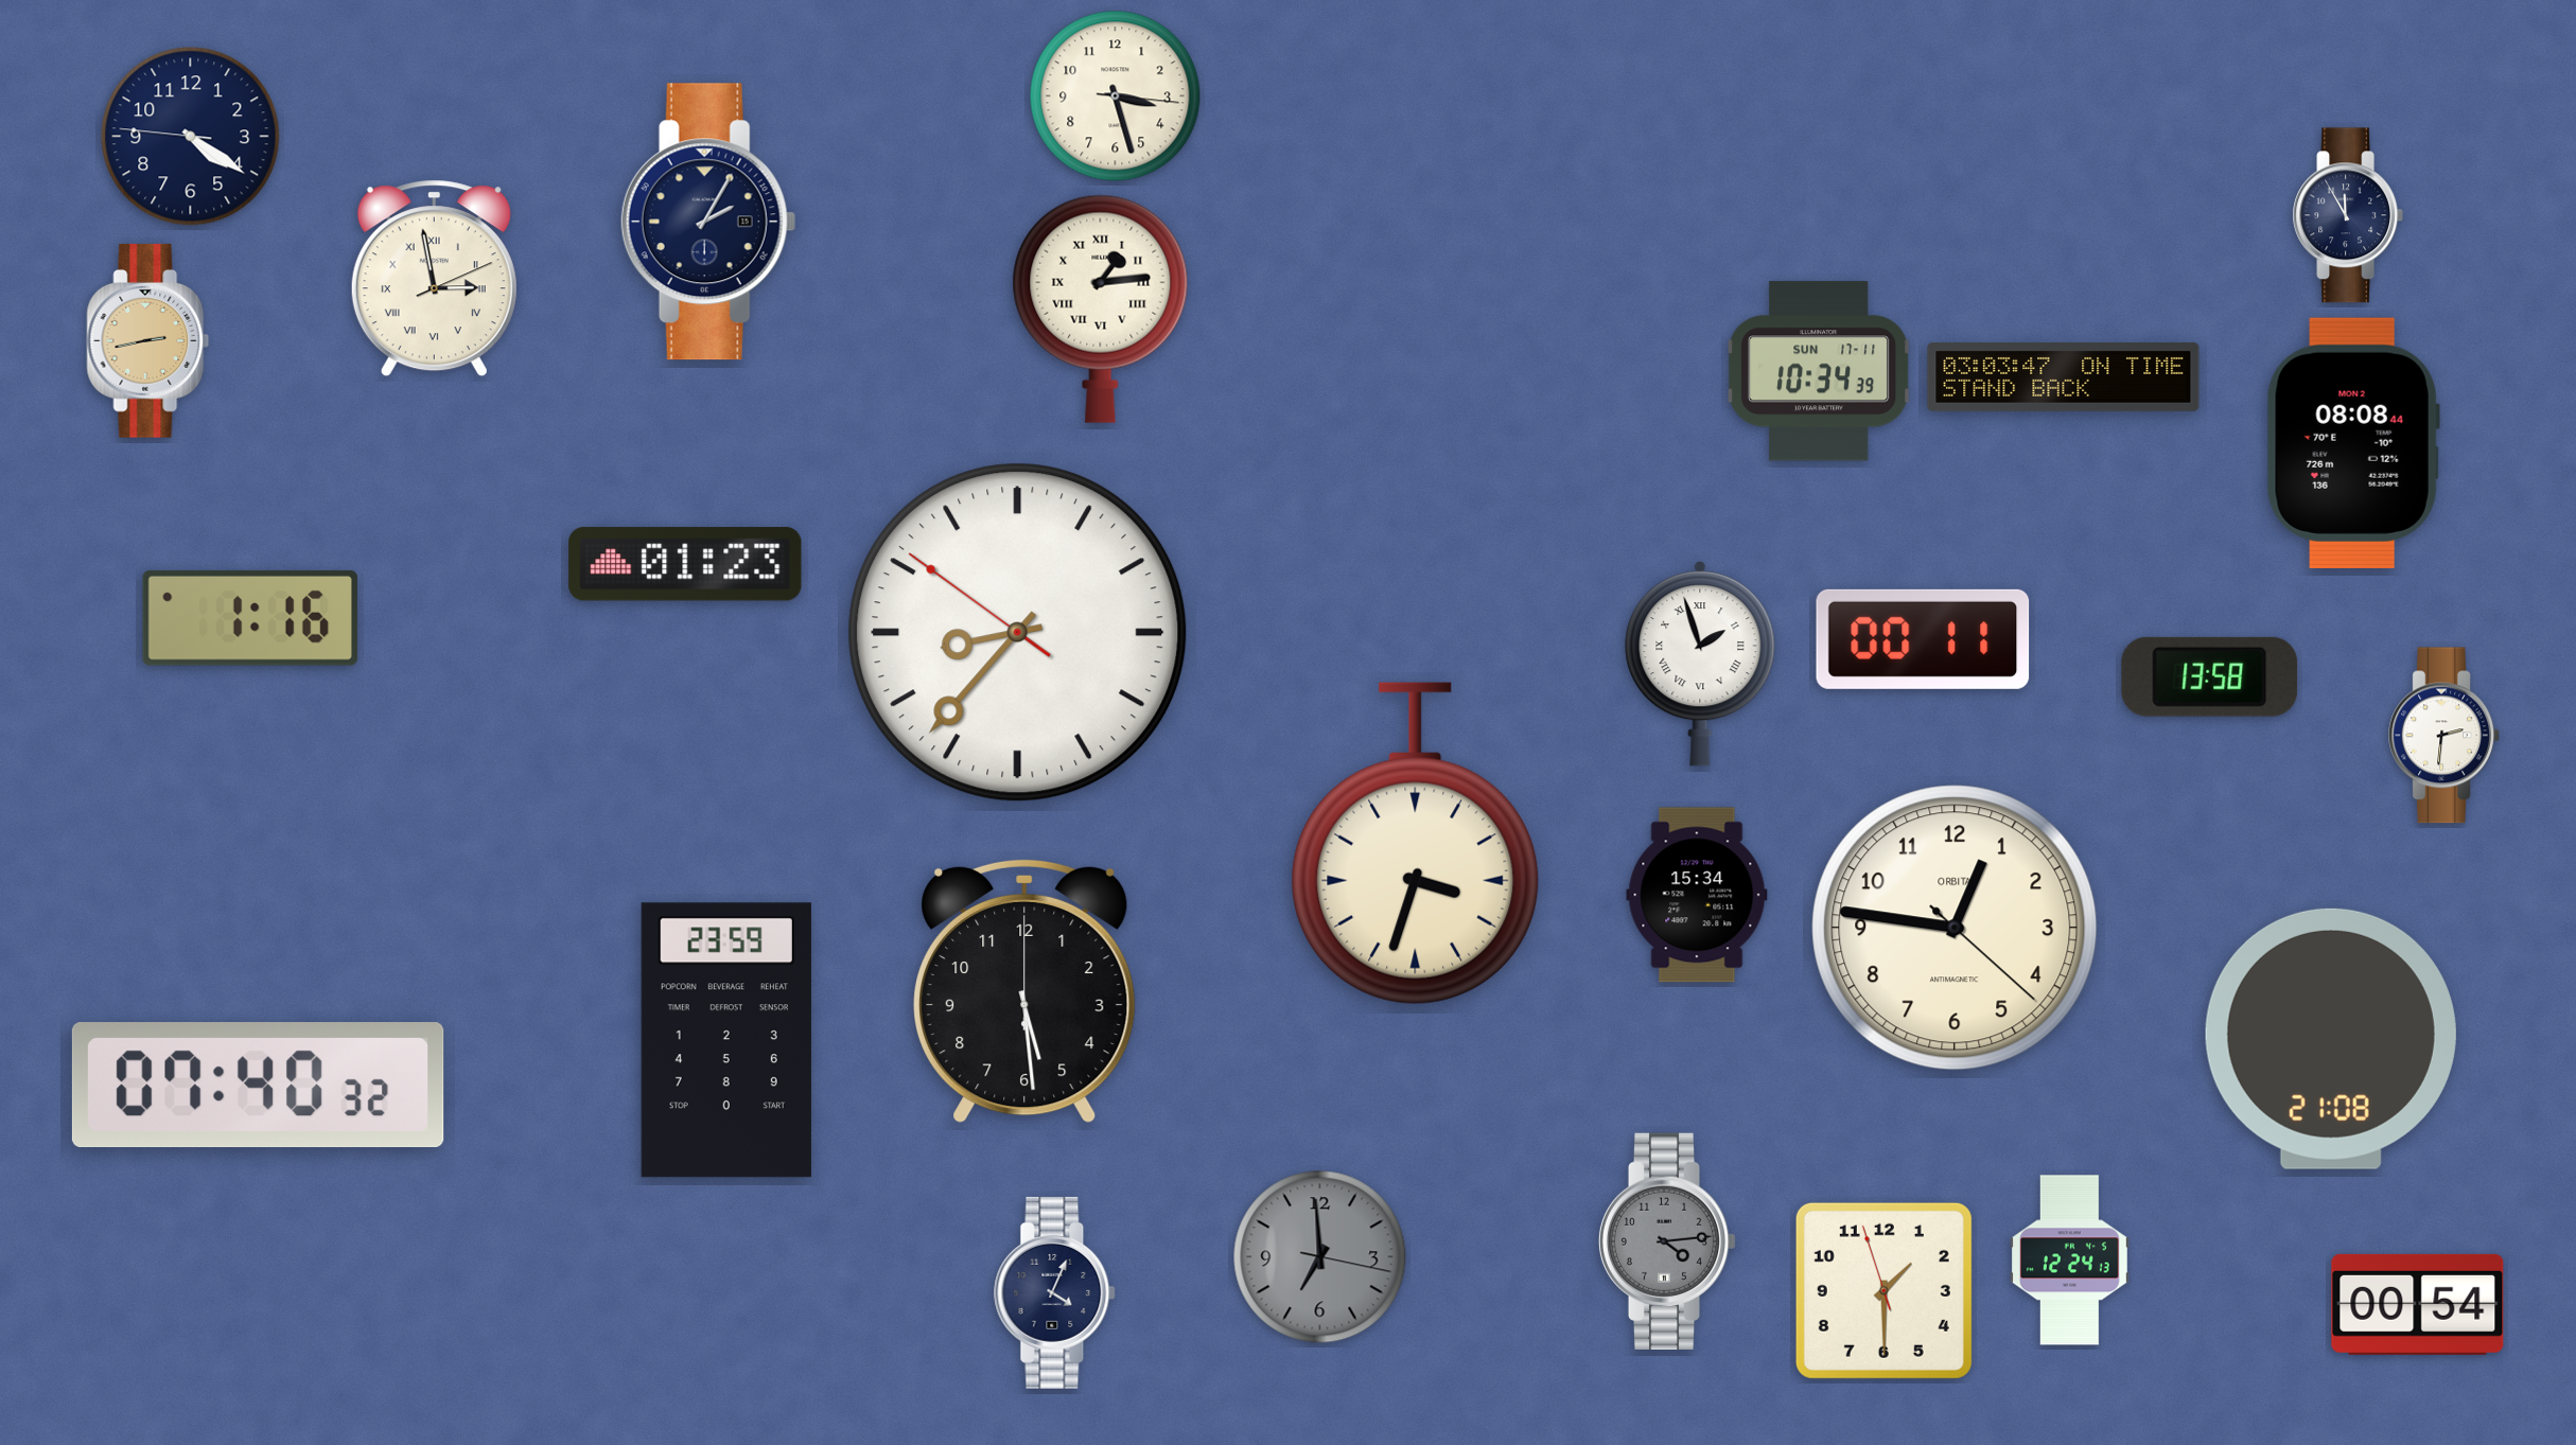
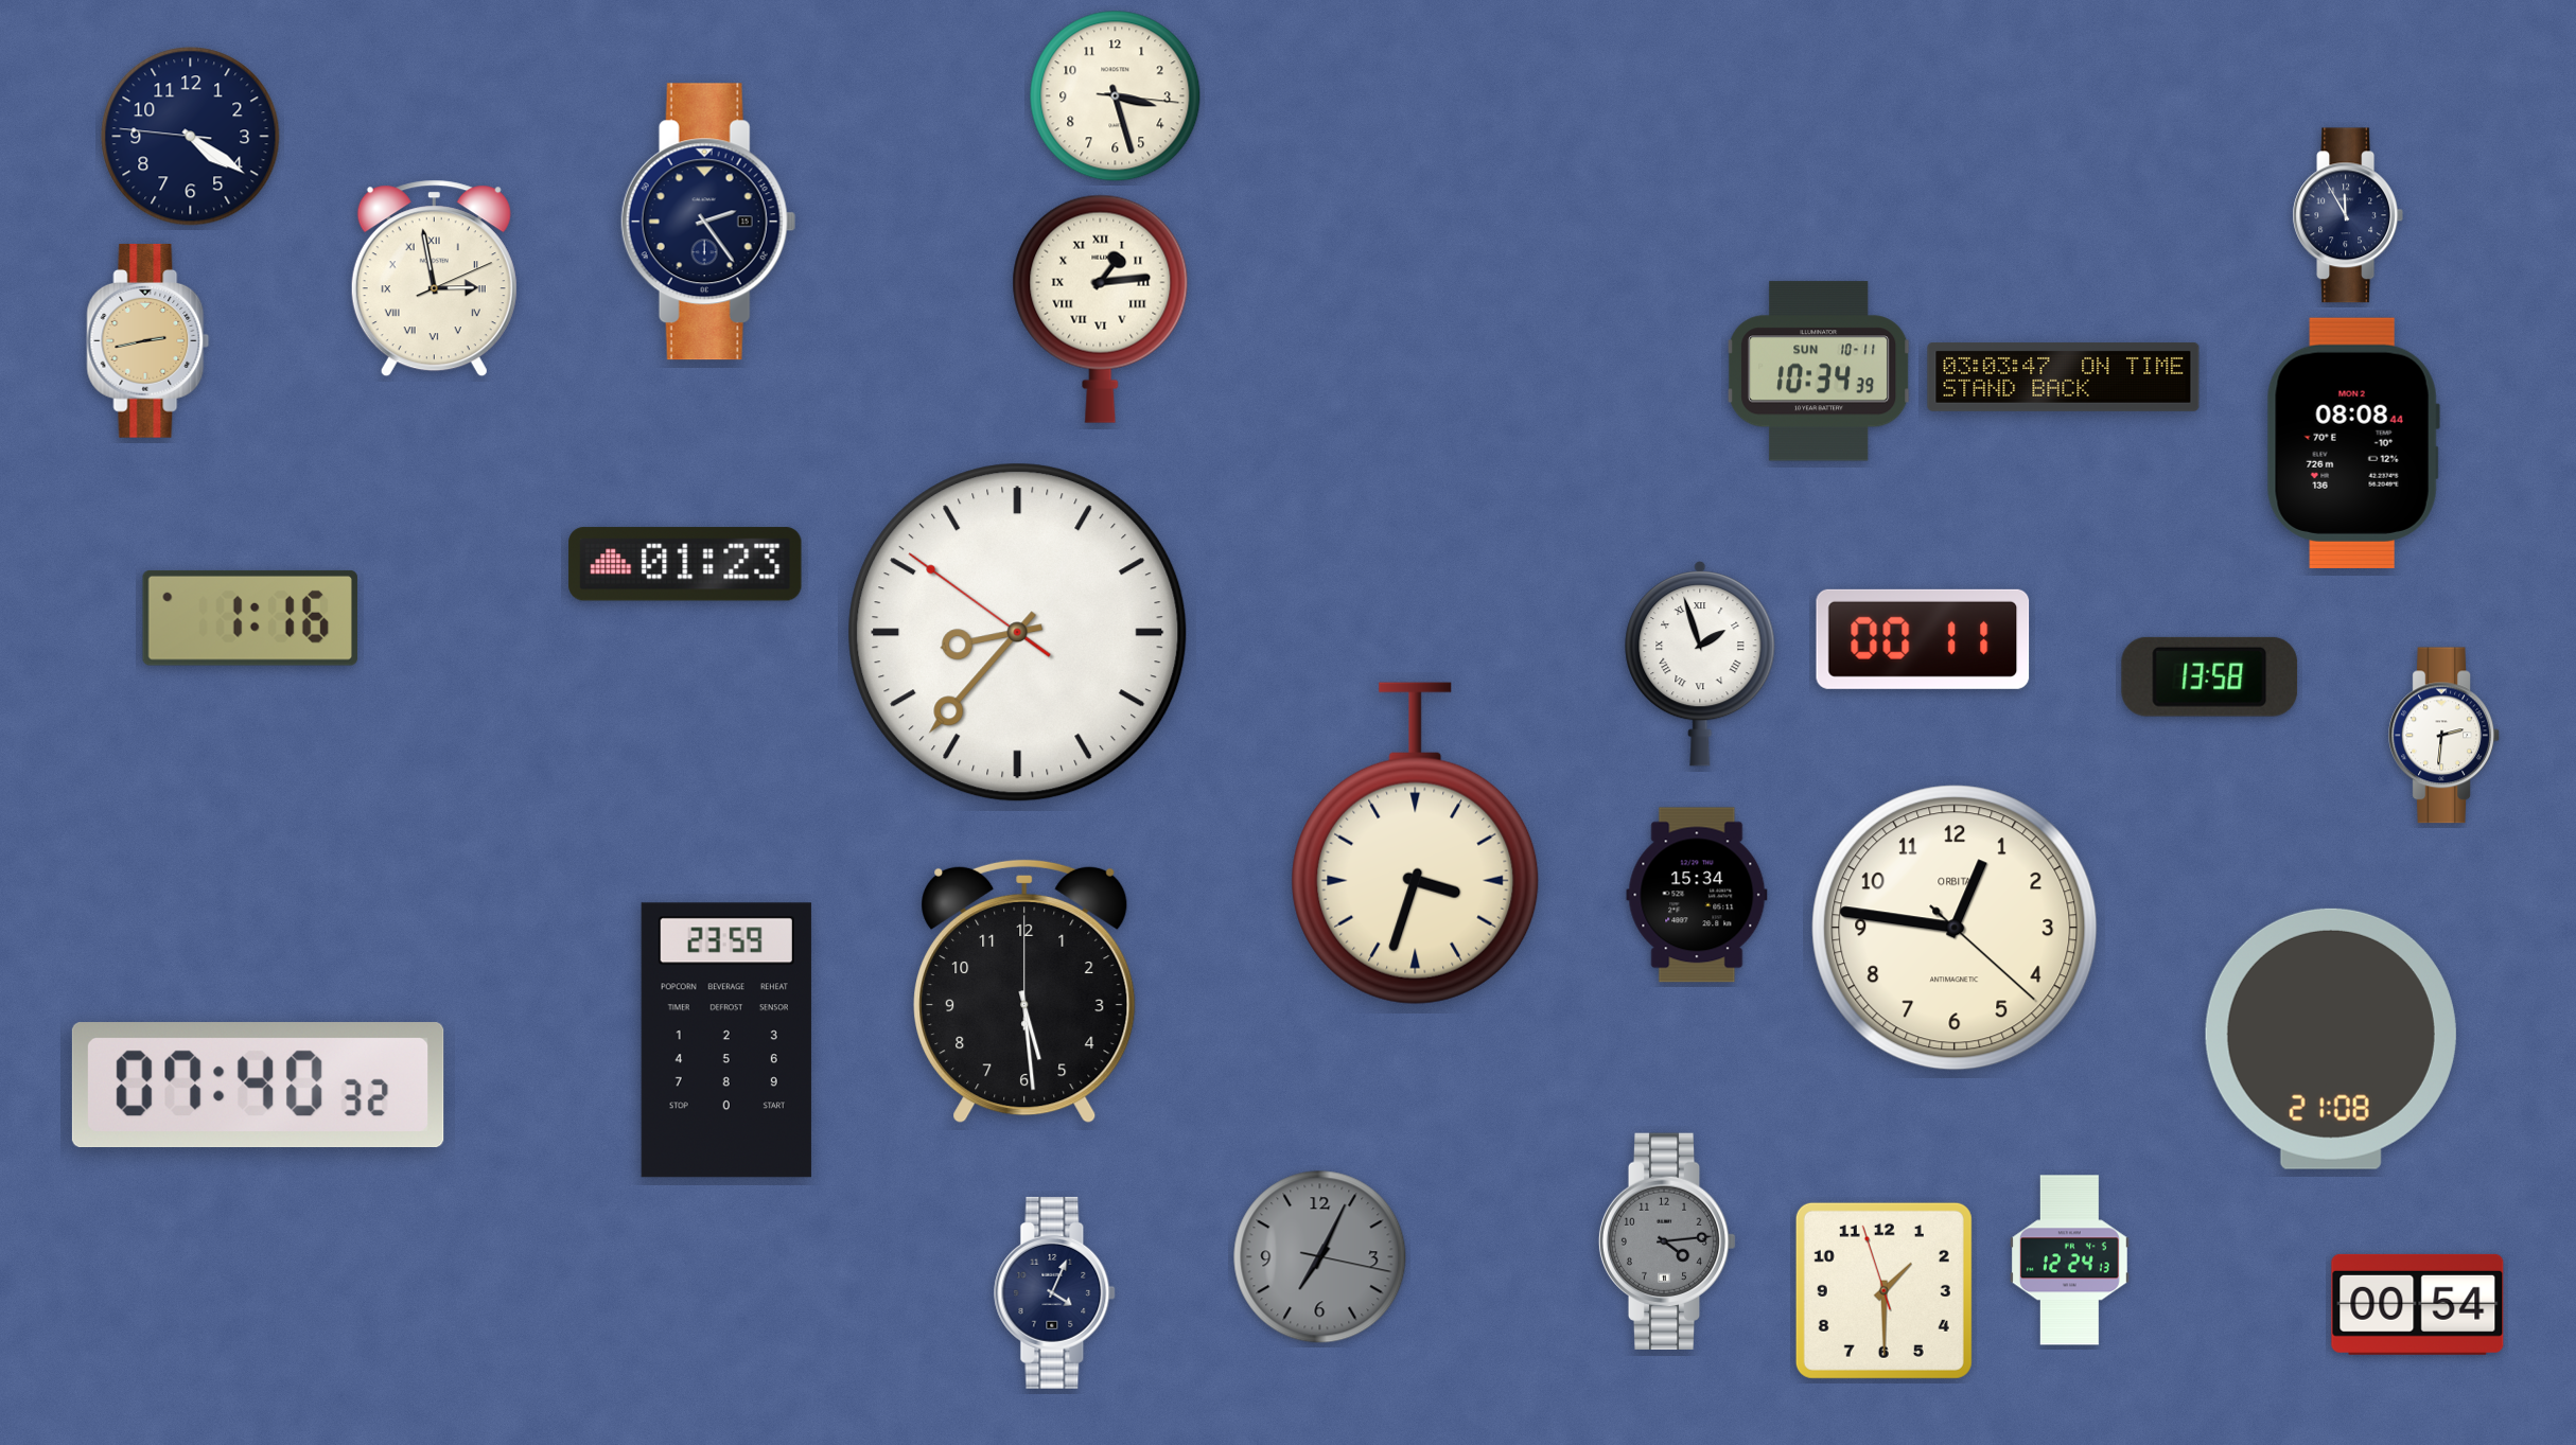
clock at (708, 222): 2:05 -> 2:24
clock at (1819, 371) date: SUN 17-11 -> SUN 10-11
clock at (1320, 1257): 6:59 -> 7:04
